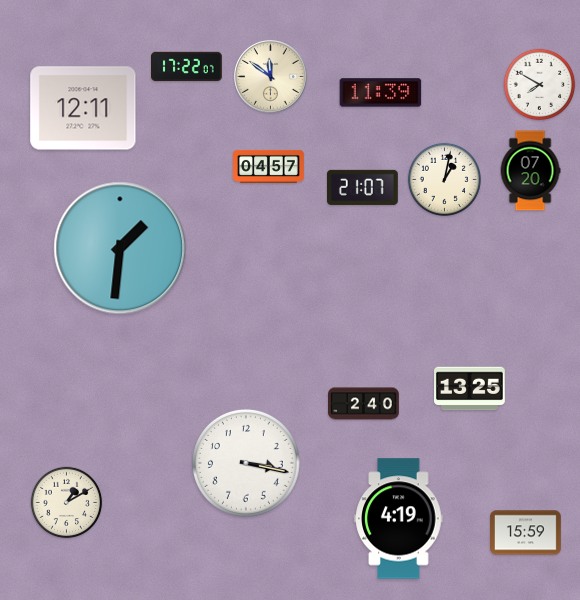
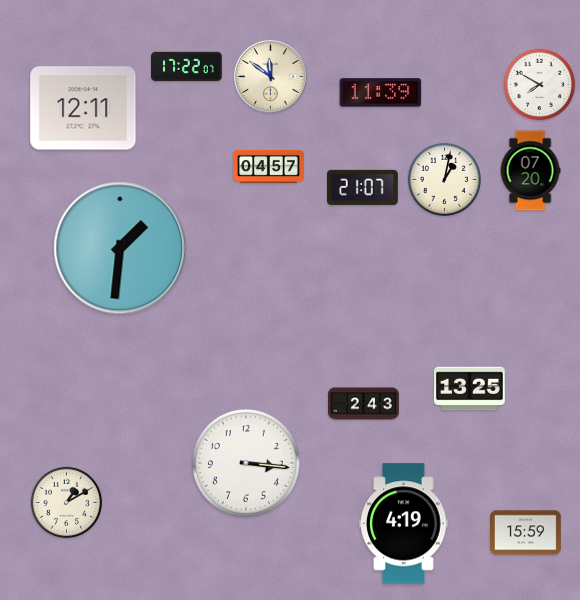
clock at (364, 404): 2:40 -> 2:43
clock at (246, 463): 3:17 -> 3:16
clock at (399, 519) position: (399, 519) -> (404, 524)
